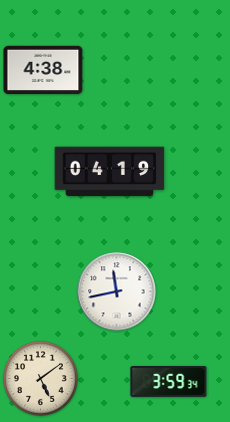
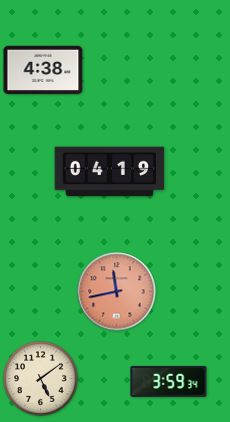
clock at (117, 292) dial: white -> salmon
